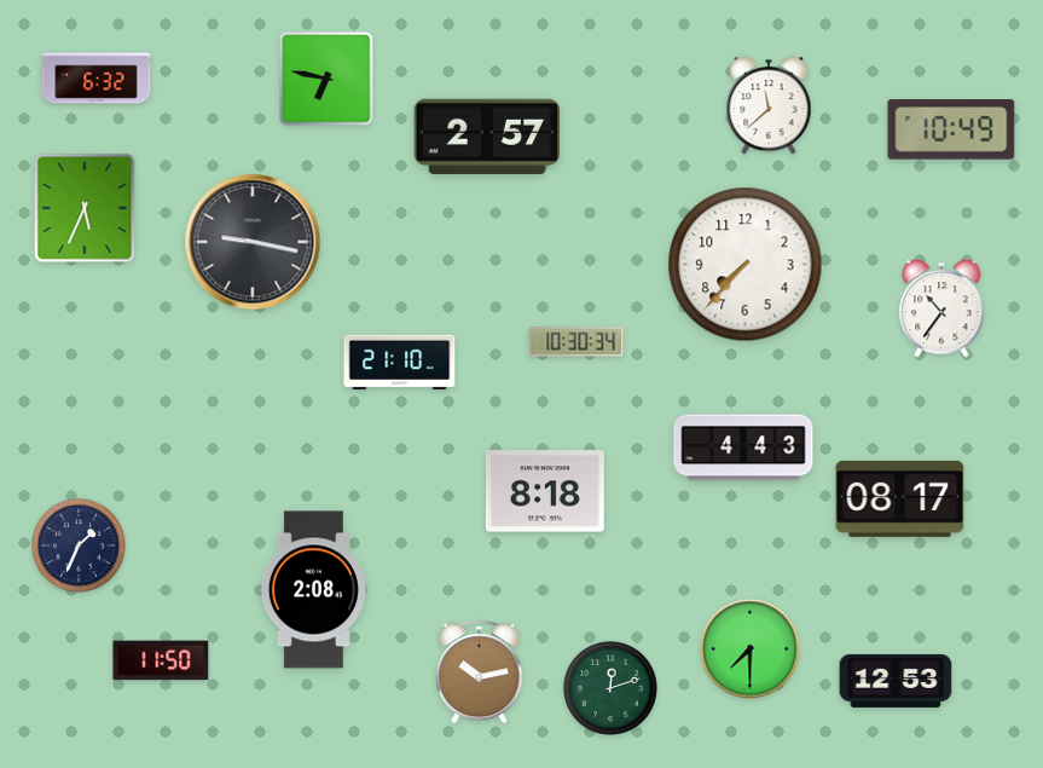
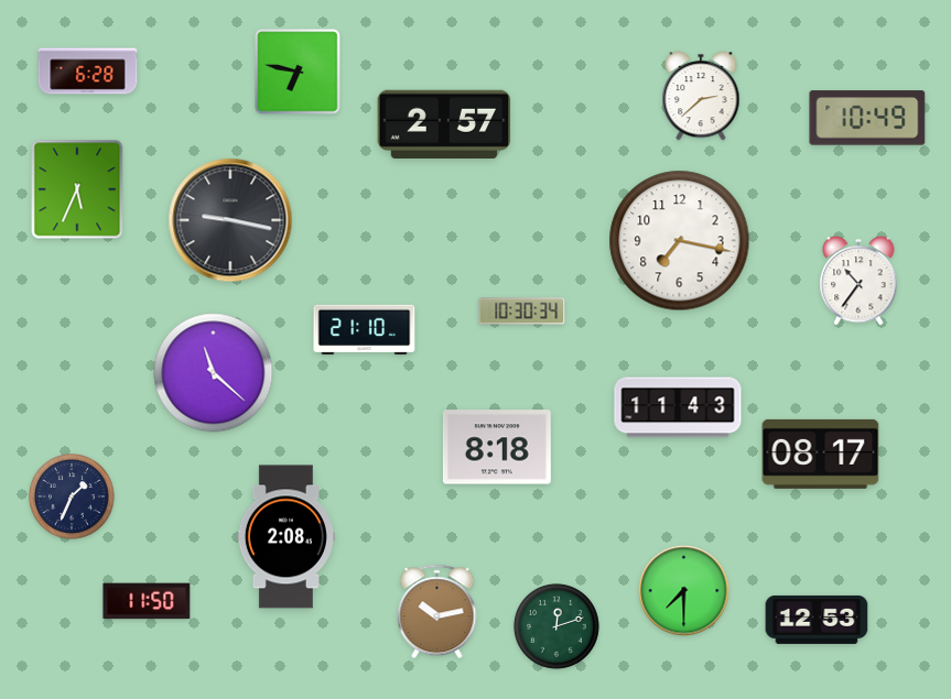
clock at (97, 79): 6:32 -> 6:28
clock at (769, 105): 11:38 -> 2:38
clock at (746, 265): 7:37 -> 7:17
clock at (576, 342) position: (576, 342) -> (522, 312)
clock at (214, 373): none -> 11:22
clock at (743, 447): 4:43 -> 11:43
